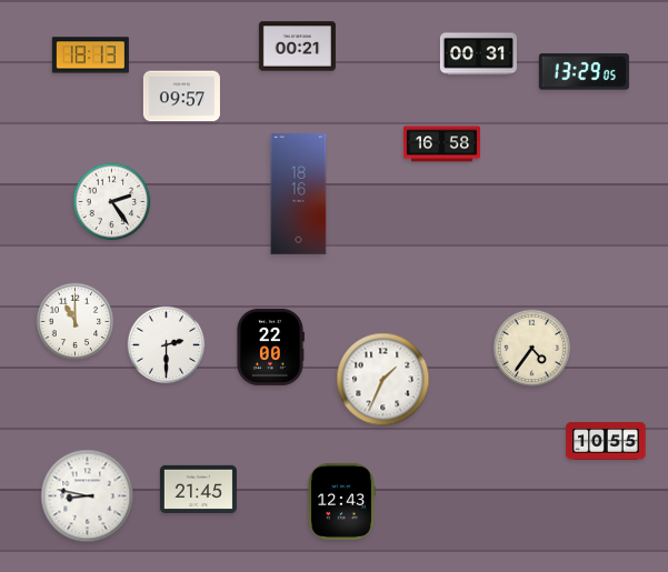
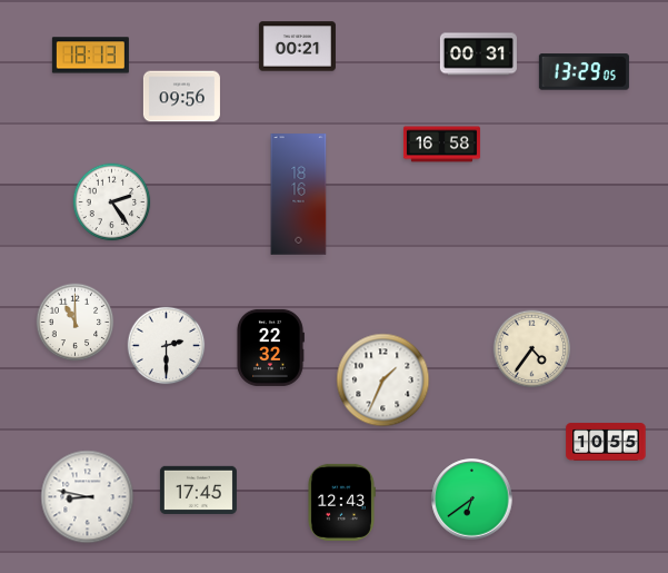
clock at (181, 97): 09:57 -> 09:56
clock at (270, 347): 22:00 -> 22:32
clock at (198, 489): 21:45 -> 17:45
clock at (472, 500): none -> 6:39
